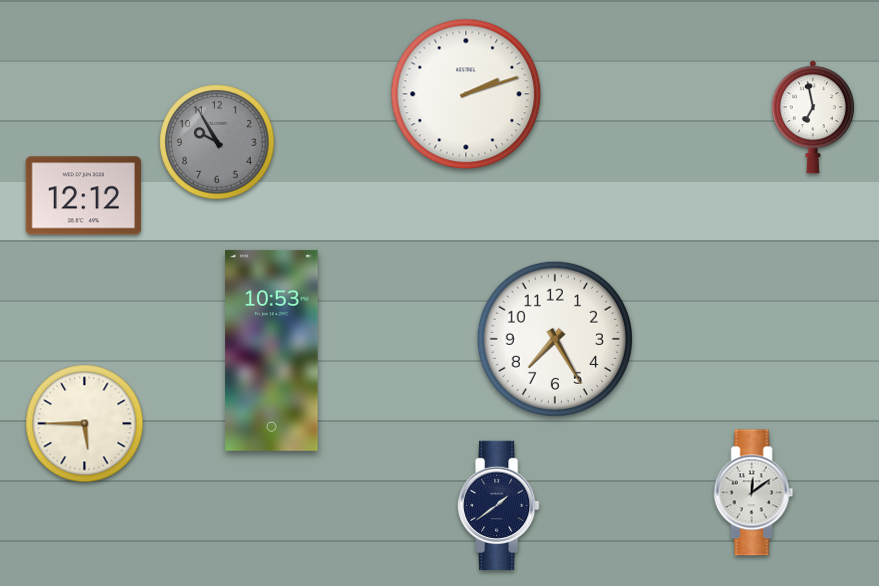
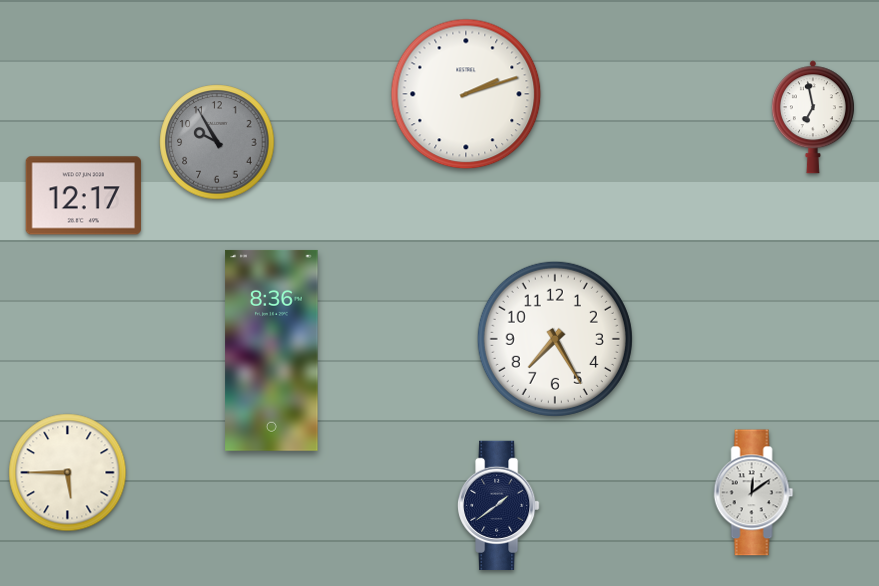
clock at (83, 196): 12:12 -> 12:17
clock at (272, 350): 10:53 -> 8:36
clock at (85, 424) position: (85, 424) -> (68, 473)
